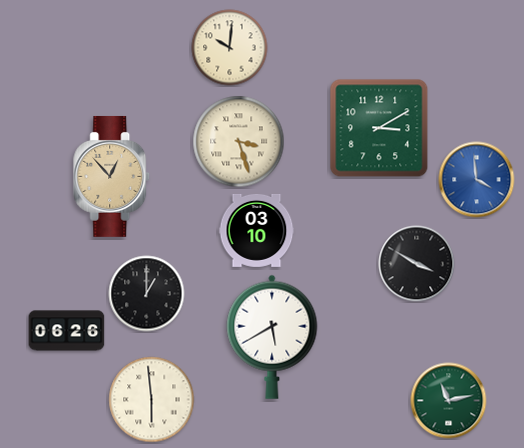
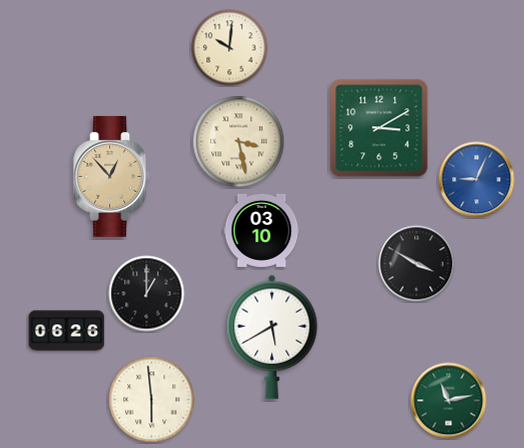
clock at (239, 142): 3:27 -> 3:28
clock at (477, 180): 3:59 -> 9:04
clock at (257, 230) position: (257, 230) -> (262, 230)
